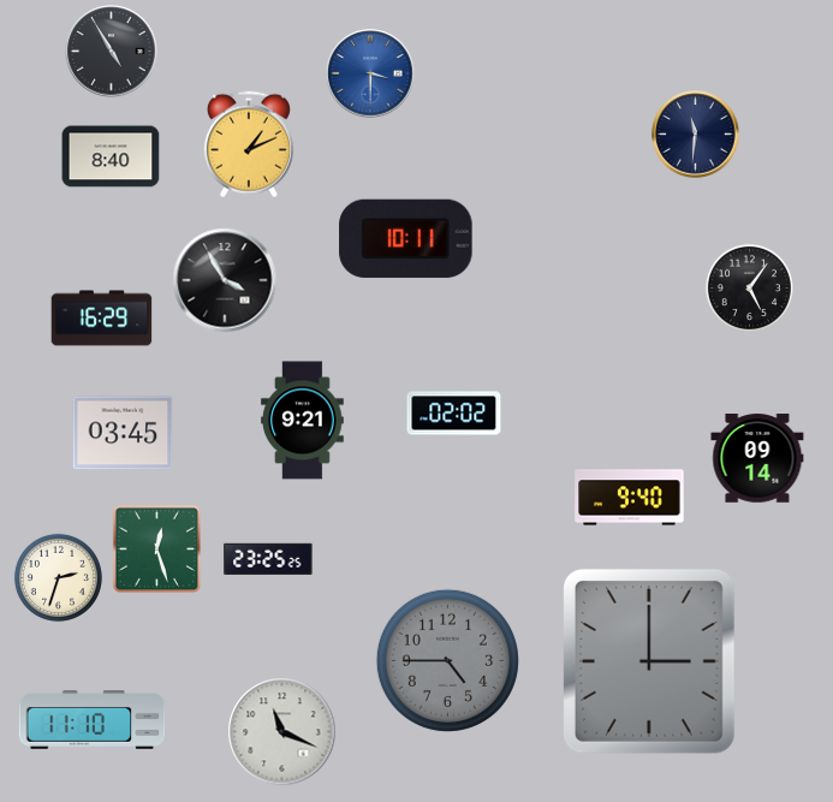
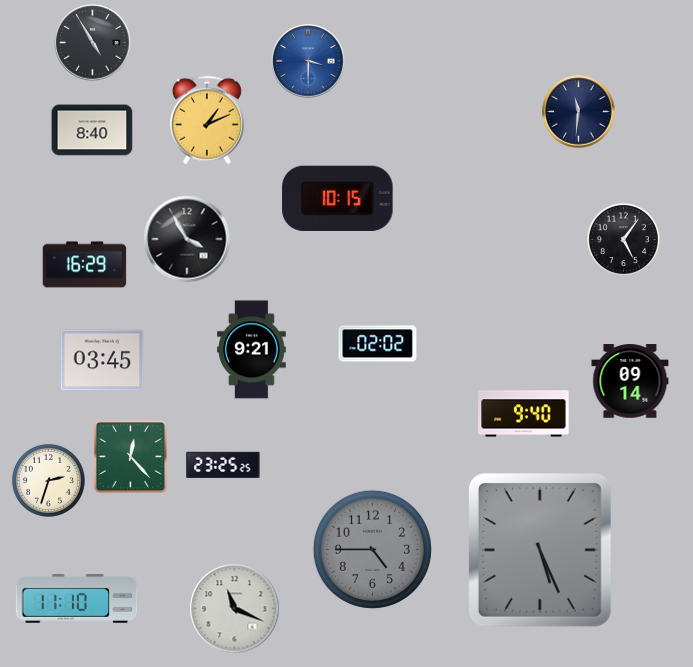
clock at (406, 238): 10:11 -> 10:15
clock at (225, 280) position: (225, 280) -> (187, 239)
clock at (156, 548): 12:27 -> 12:23
clock at (649, 661): 3:00 -> 5:26
